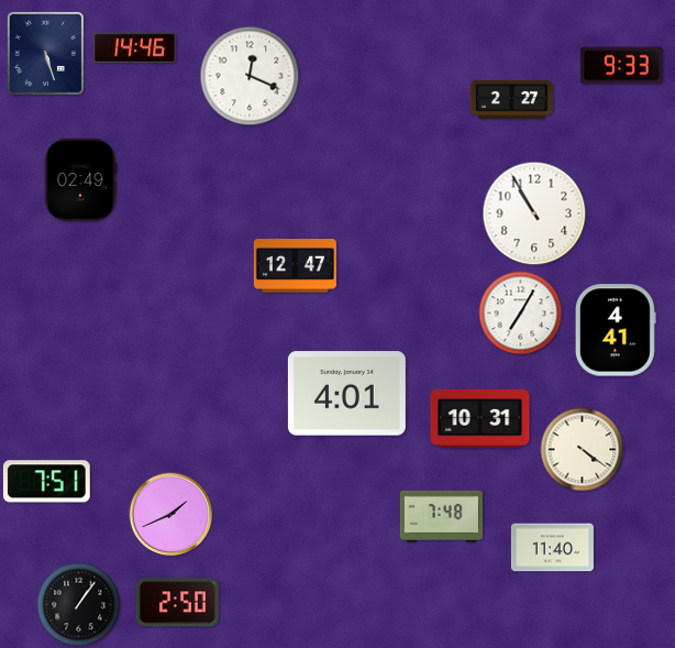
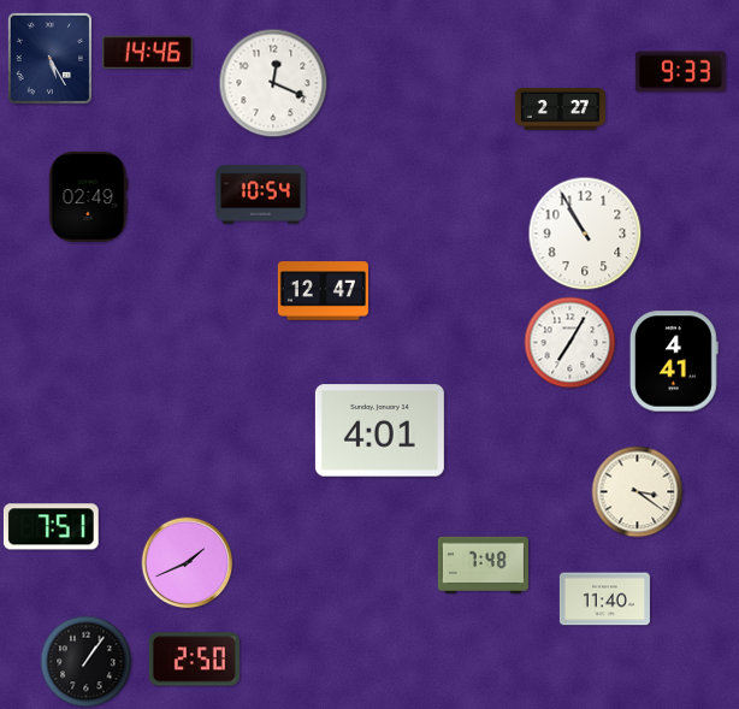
clock at (45, 53): 5:27 -> 5:25
clock at (260, 195): none -> 10:54
clock at (480, 418): 10:31 -> none
clock at (583, 450): 4:21 -> 3:21
